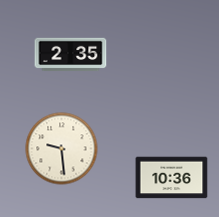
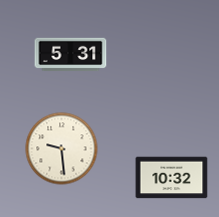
clock at (71, 55): 2:35 -> 5:31
clock at (172, 178): 10:36 -> 10:32
